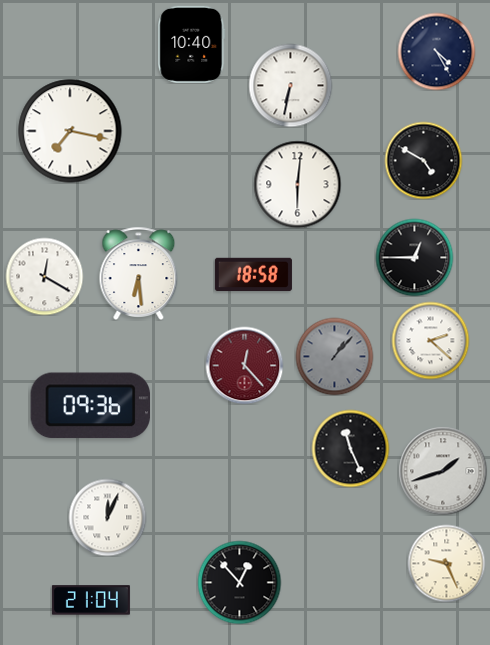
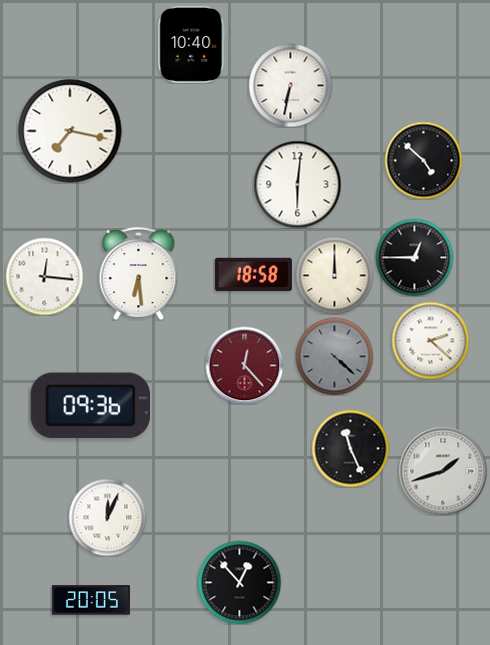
clock at (436, 51): 4:25 -> none
clock at (423, 160): 4:50 -> 4:52
clock at (334, 275): none -> 12:00
clock at (44, 276): 12:20 -> 12:16
clock at (334, 356): 1:07 -> 4:22
clock at (446, 563): 9:26 -> none
clock at (91, 600): 21:04 -> 20:05
